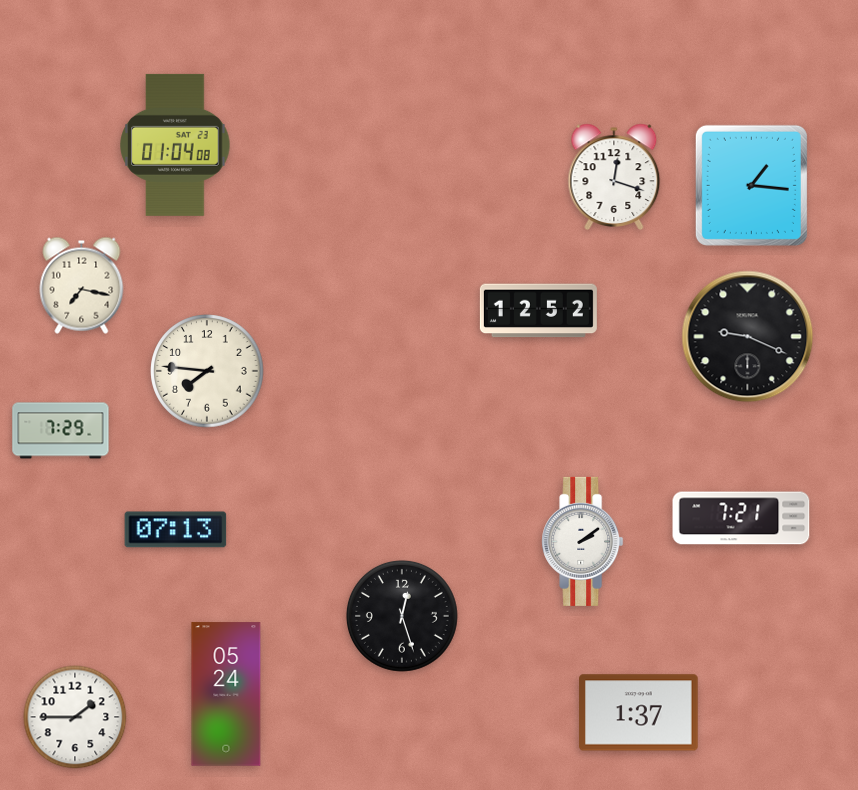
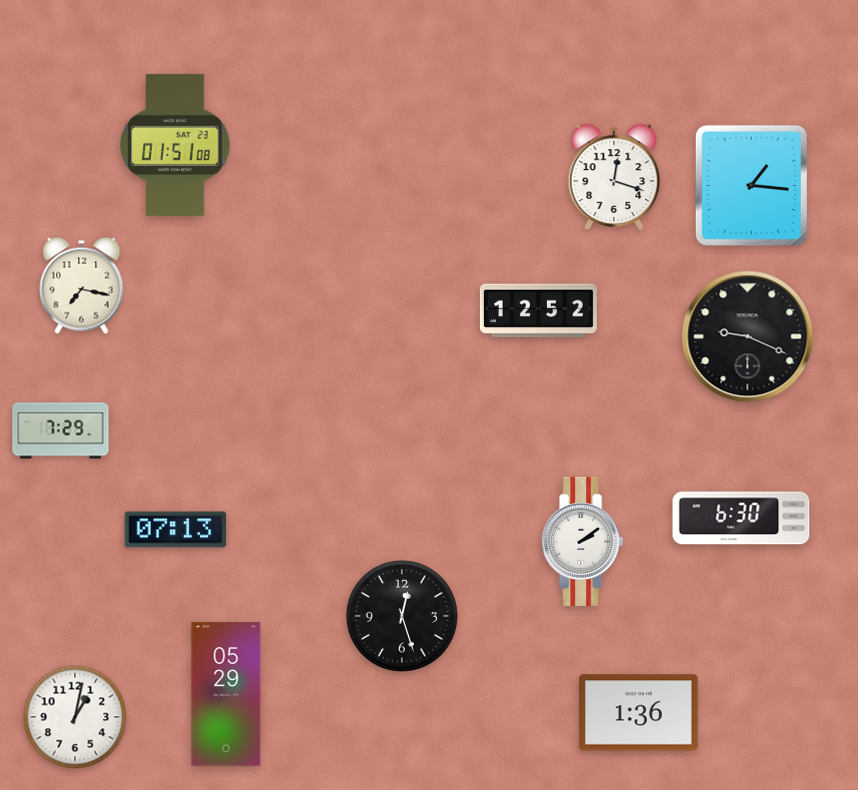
clock at (175, 145): 01:04 -> 01:51
clock at (207, 371): 7:46 -> none
clock at (741, 518): 7:21 -> 6:30
clock at (226, 694): 05:24 -> 05:29
clock at (639, 713): 1:37 -> 1:36
clock at (75, 717): 1:45 -> 1:02
